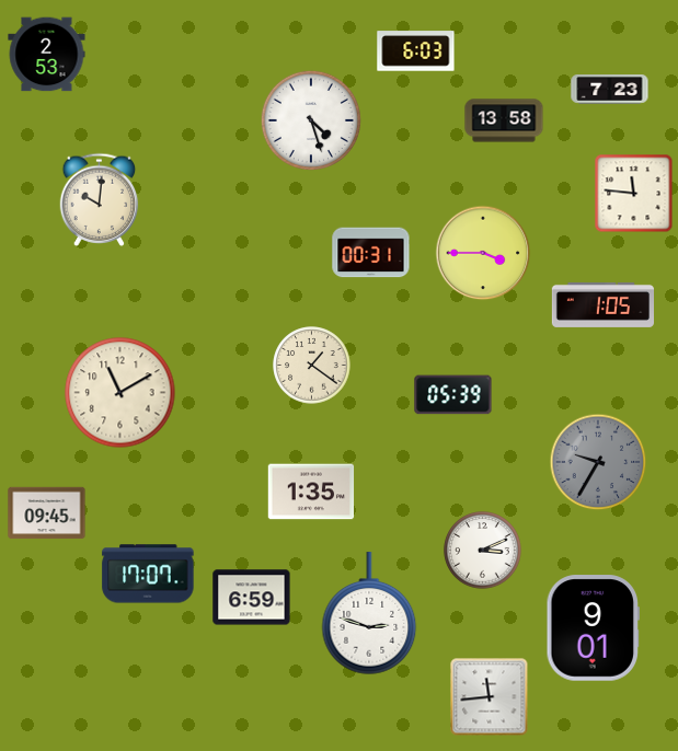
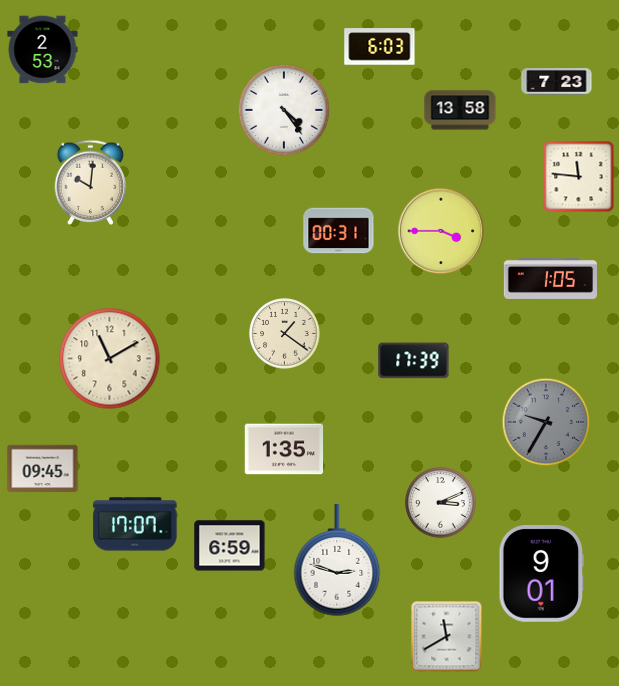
clock at (310, 119): 4:27 -> 4:24
clock at (453, 395): 05:39 -> 17:39
clock at (490, 697): 11:44 -> 11:40
